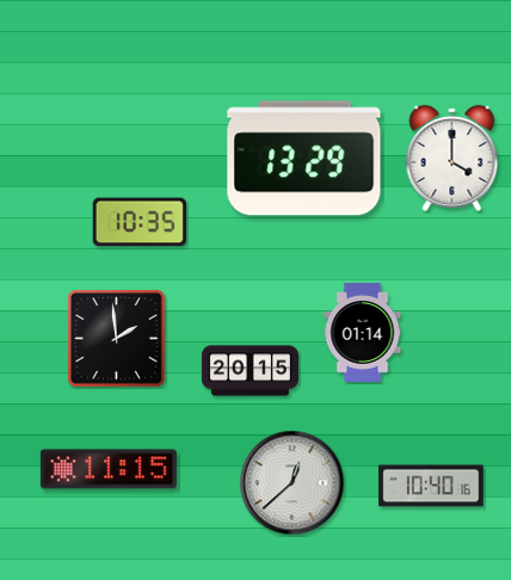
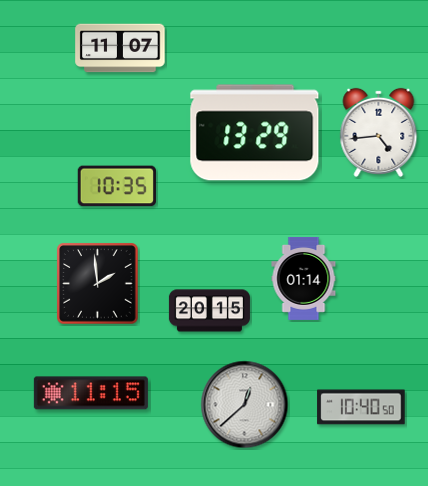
clock at (120, 48): none -> 11:07
clock at (452, 158): 4:00 -> 4:44
clock at (431, 486): 10:40:16 -> 10:40:50
